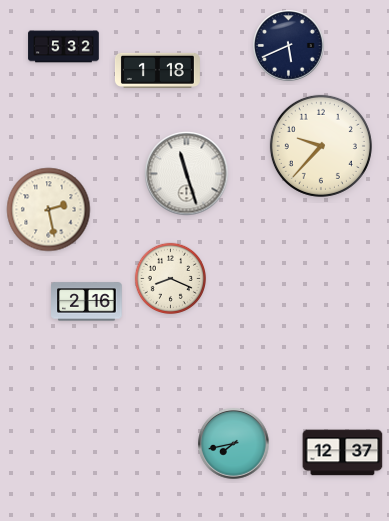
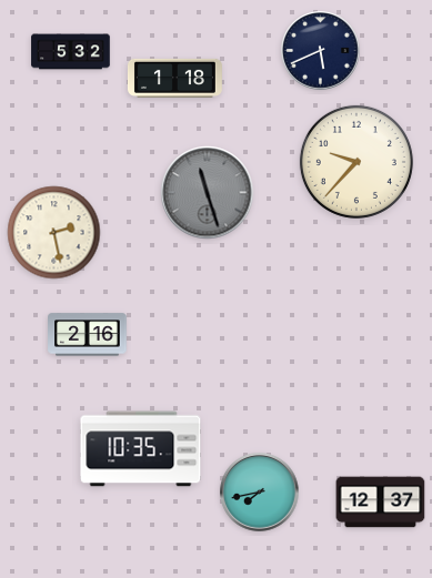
clock at (187, 174) dial: white -> grey
clock at (170, 278): 8:19 -> none
clock at (87, 302) position: (87, 302) -> (88, 335)
clock at (141, 449): none -> 10:35
